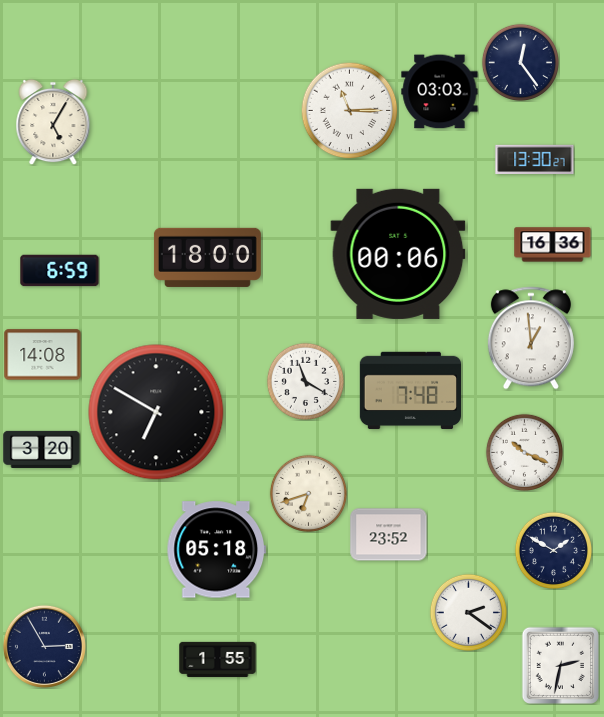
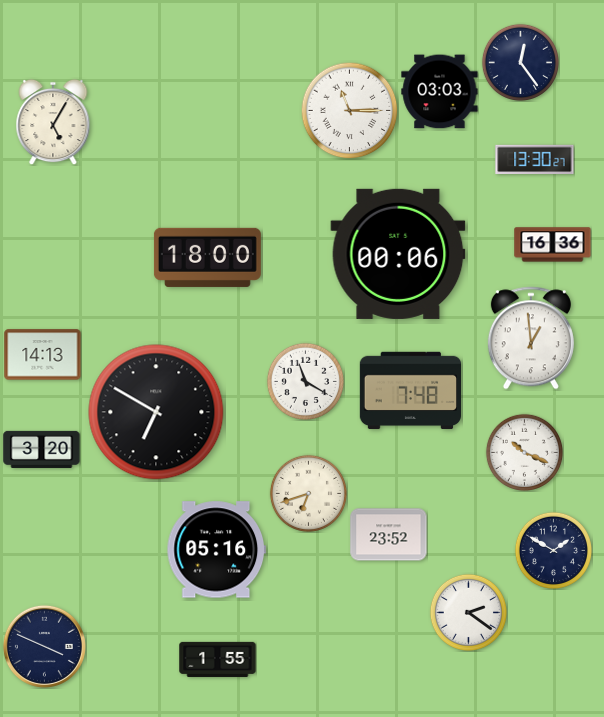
clock at (60, 271): 6:59 -> none
clock at (43, 355): 14:08 -> 14:13
clock at (216, 550): 05:18 -> 05:16
clock at (44, 646): 2:55 -> 3:49
clock at (560, 665): 2:32 -> none
